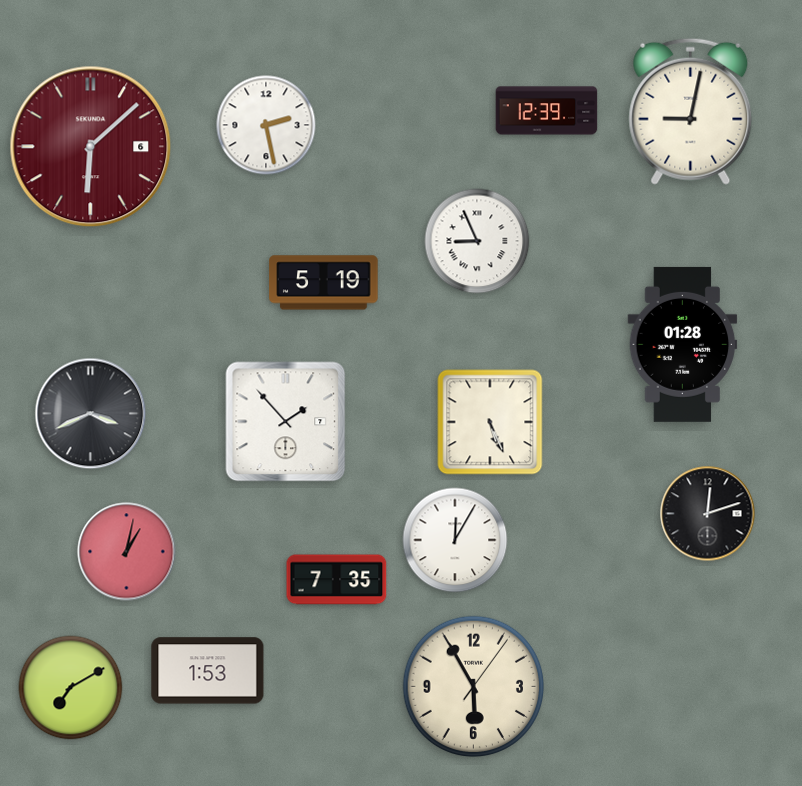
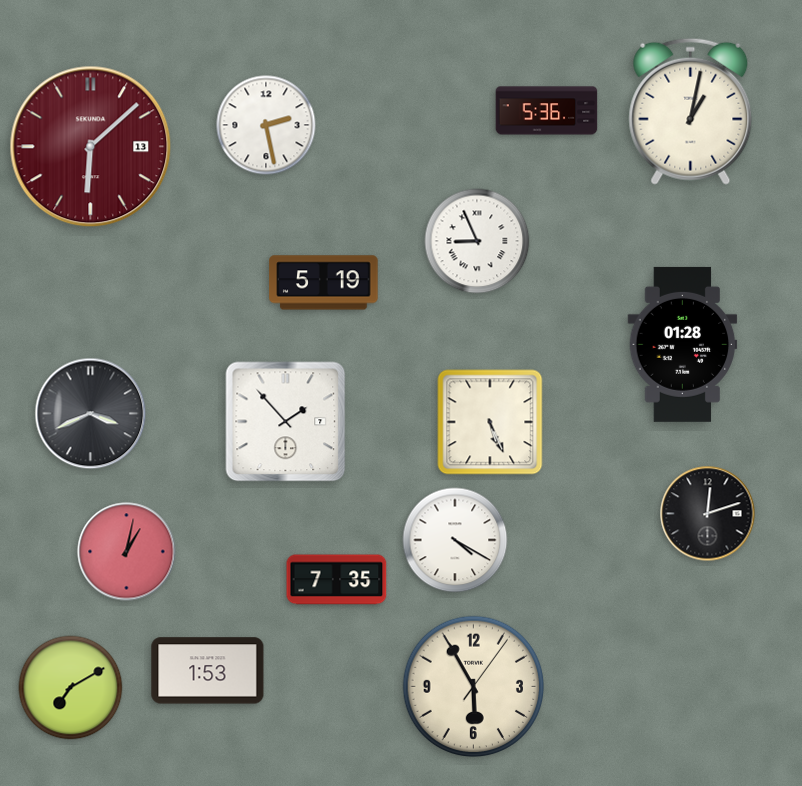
clock at (547, 111): 12:39 -> 5:36
clock at (691, 111): 9:02 -> 1:02
clock at (91, 147) date: 6 -> 13
clock at (455, 540): 12:05 -> 4:20
